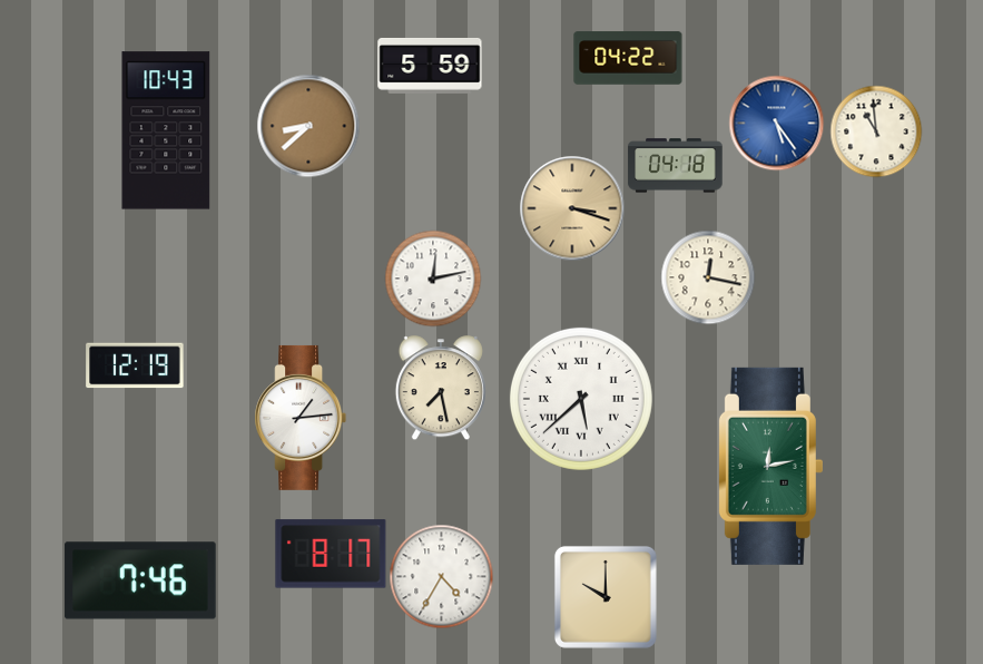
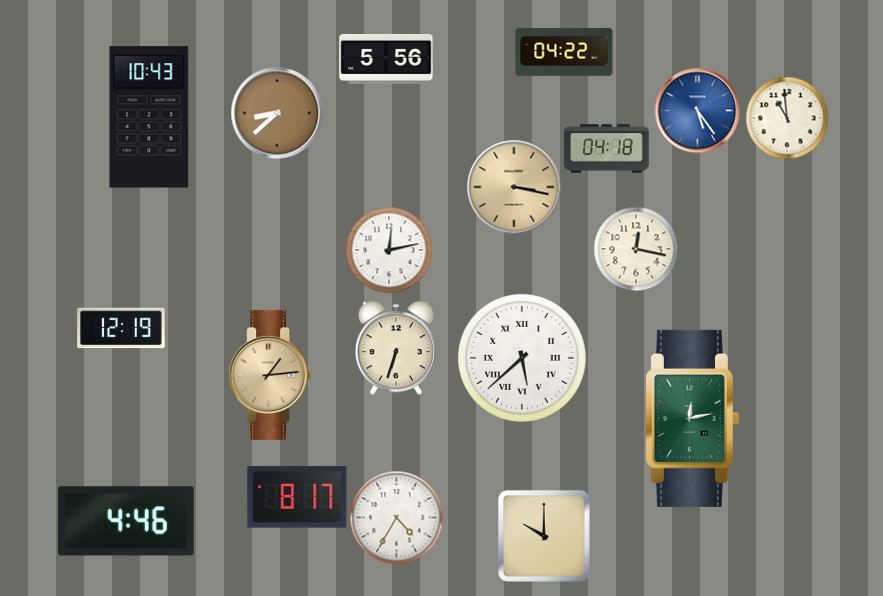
clock at (430, 66): 5:59 -> 5:56
clock at (572, 208): 3:18 -> 3:17
clock at (441, 388): 7:28 -> 6:33
clock at (301, 418) dial: white -> champagne
clock at (140, 580): 7:46 -> 4:46
